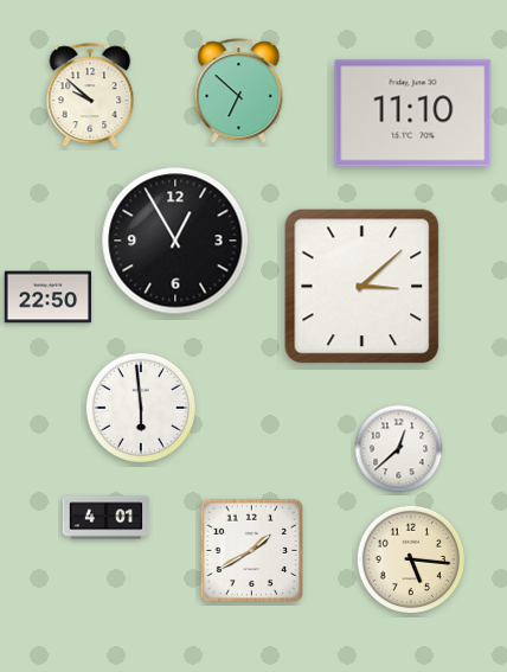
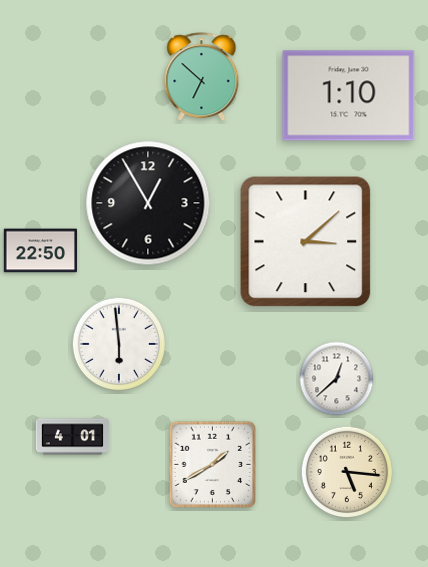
clock at (90, 96): 9:52 -> none
clock at (413, 114): 11:10 -> 1:10
clock at (107, 518) position: (107, 518) -> (73, 437)
